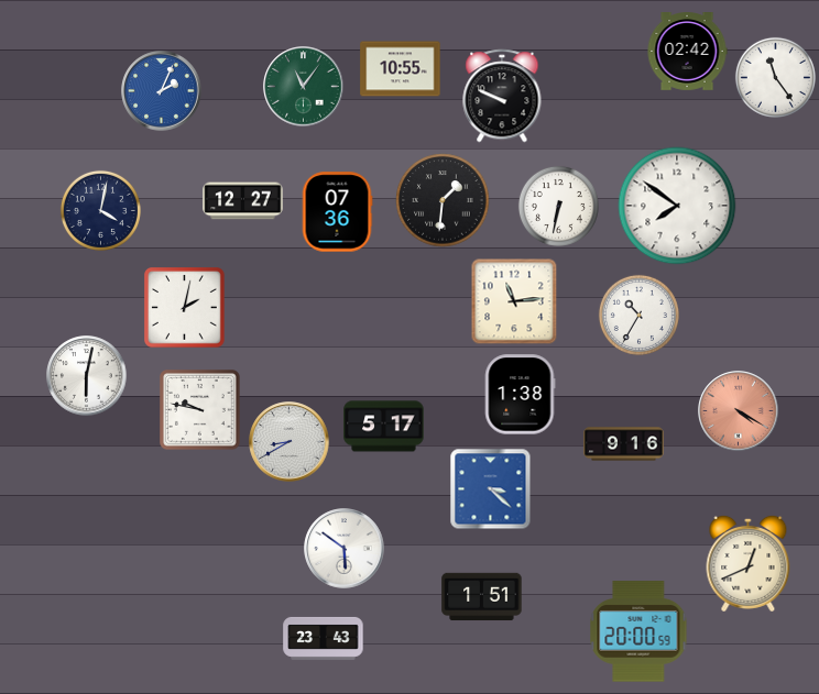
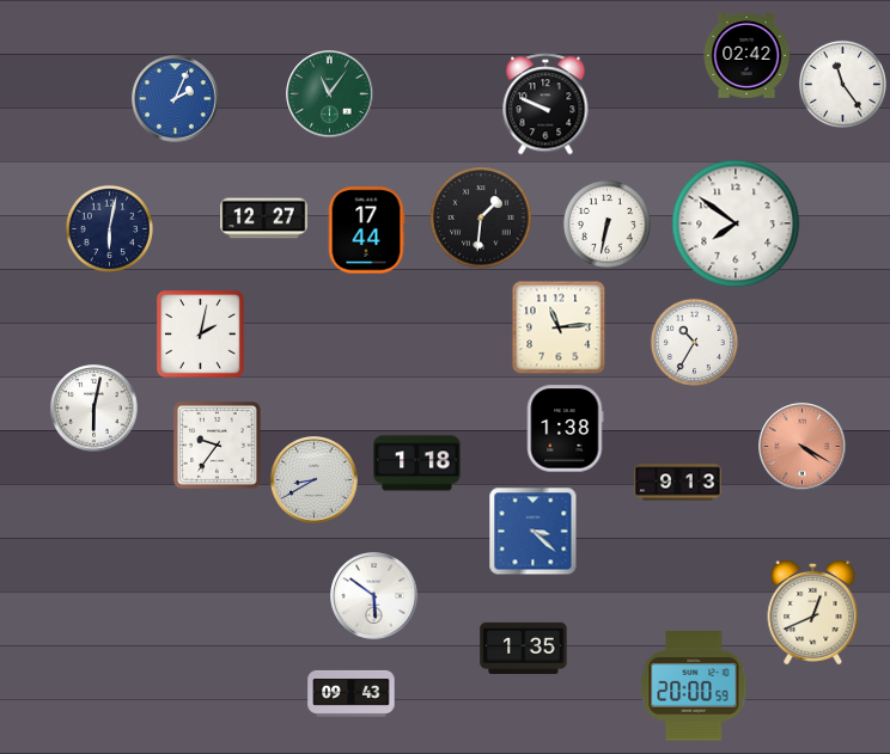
clock at (401, 69): 10:55 -> none
clock at (100, 210): 4:02 -> 6:02
clock at (337, 212): 07:36 -> 17:44
clock at (200, 410): 9:47 -> 9:36
clock at (384, 427): 5:17 -> 1:18
clock at (624, 444): 9:16 -> 9:13
clock at (482, 597): 1:51 -> 1:35
clock at (324, 638): 23:43 -> 09:43
